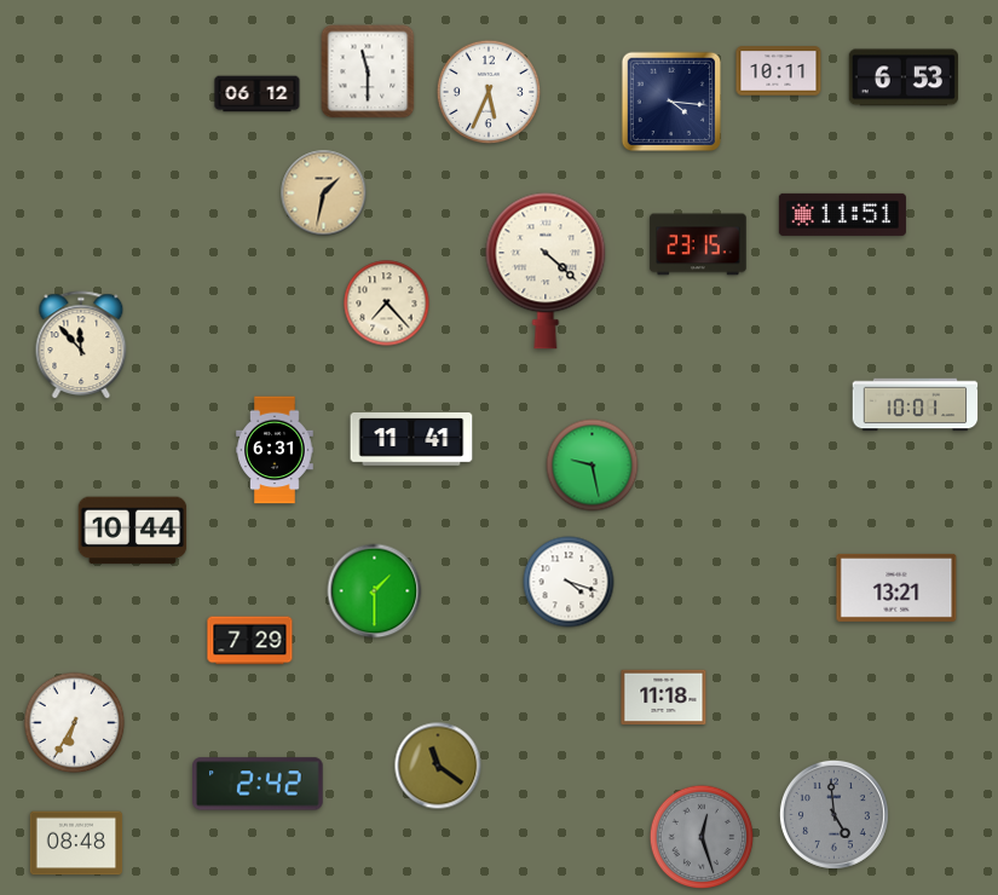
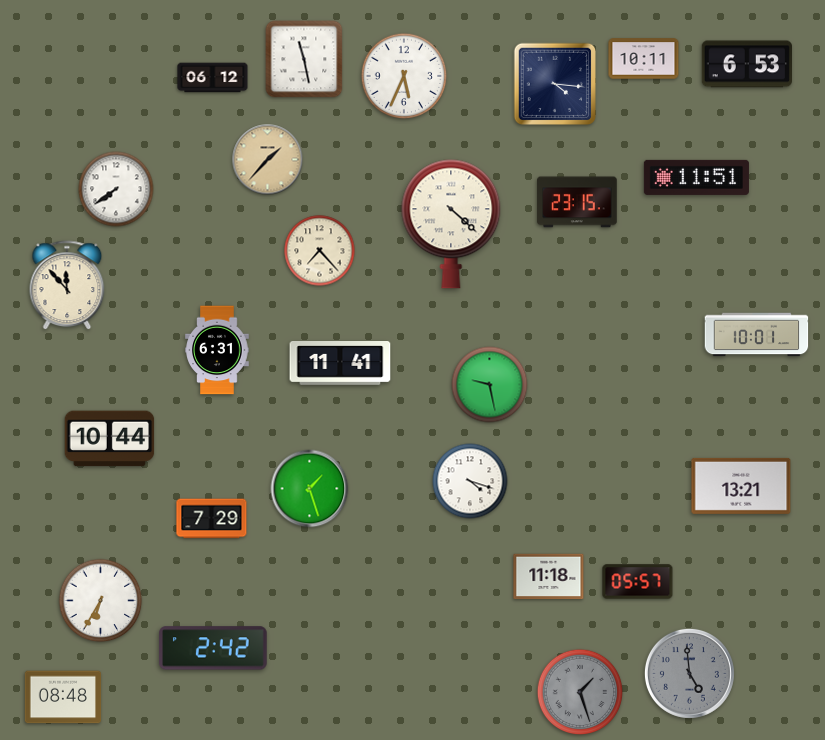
clock at (368, 71): 11:30 -> 11:28
clock at (324, 194): 1:32 -> 1:37
clock at (116, 189): none -> 7:39
clock at (275, 450) position: (275, 450) -> (217, 350)
clock at (375, 591): 1:30 -> 1:27
clock at (250, 641) position: (250, 641) -> (212, 519)
clock at (638, 582): none -> 05:57
clock at (75, 723) position: (75, 723) -> (101, 601)
clock at (438, 766): 11:21 -> none
clock at (702, 837): 12:27 -> 1:27
